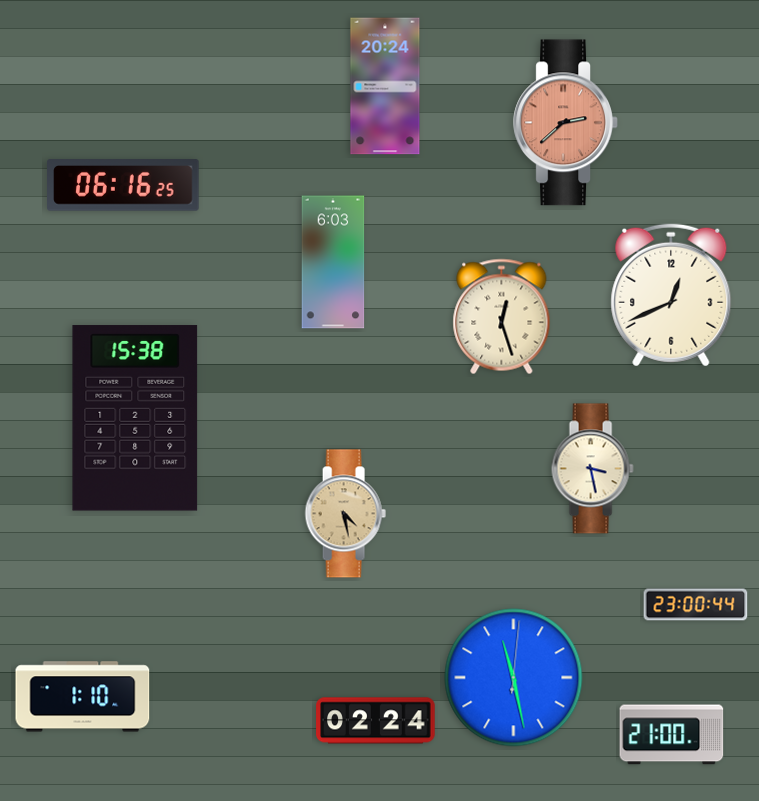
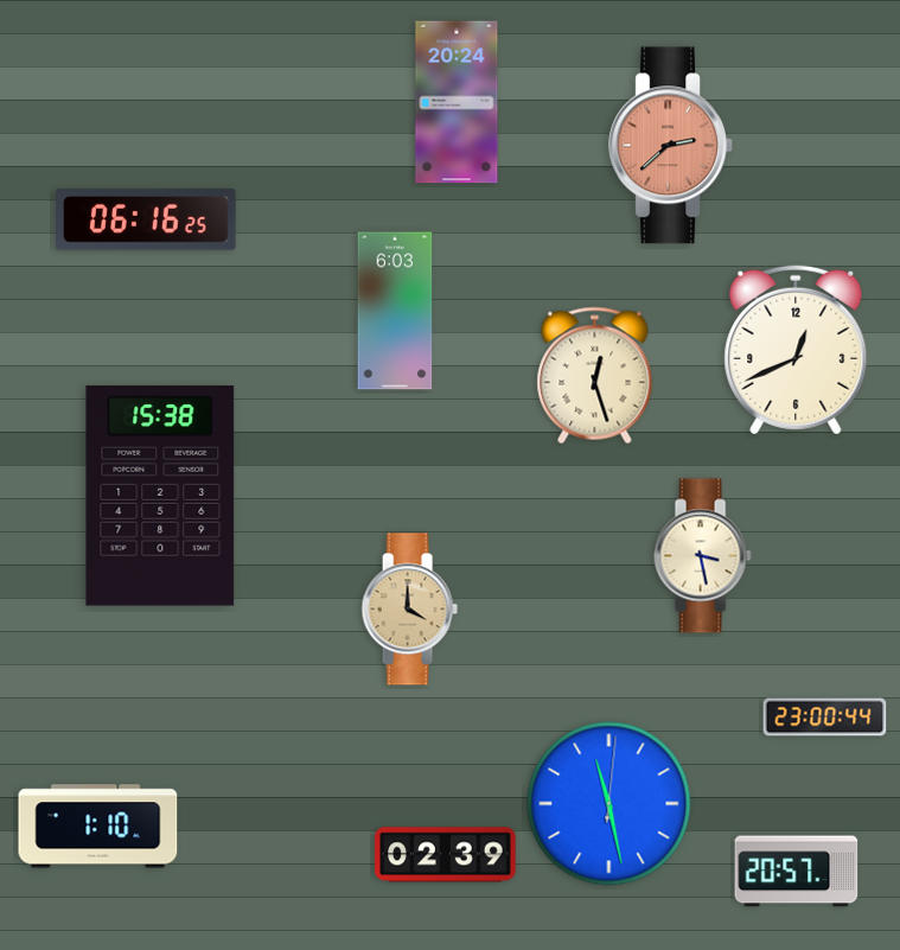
clock at (345, 514): 4:28 -> 4:00
clock at (376, 721): 02:24 -> 02:39
clock at (672, 735): 21:00 -> 20:57
